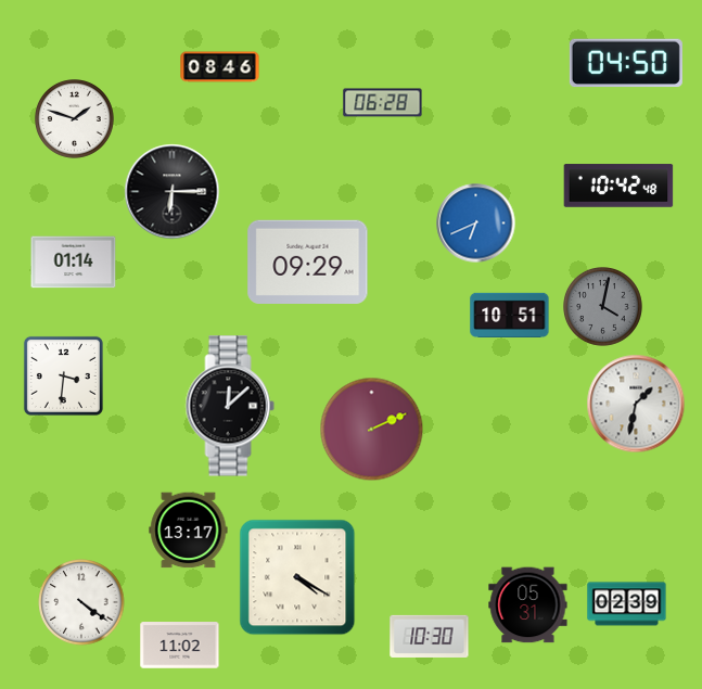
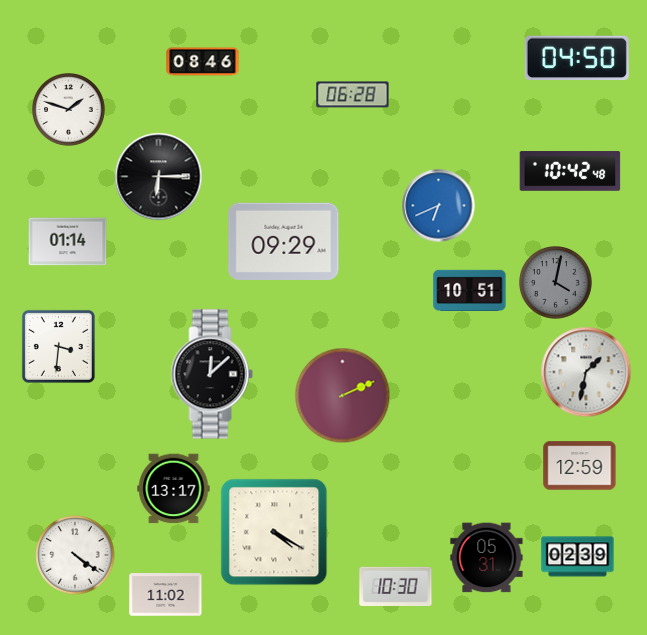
clock at (580, 466): none -> 12:59
